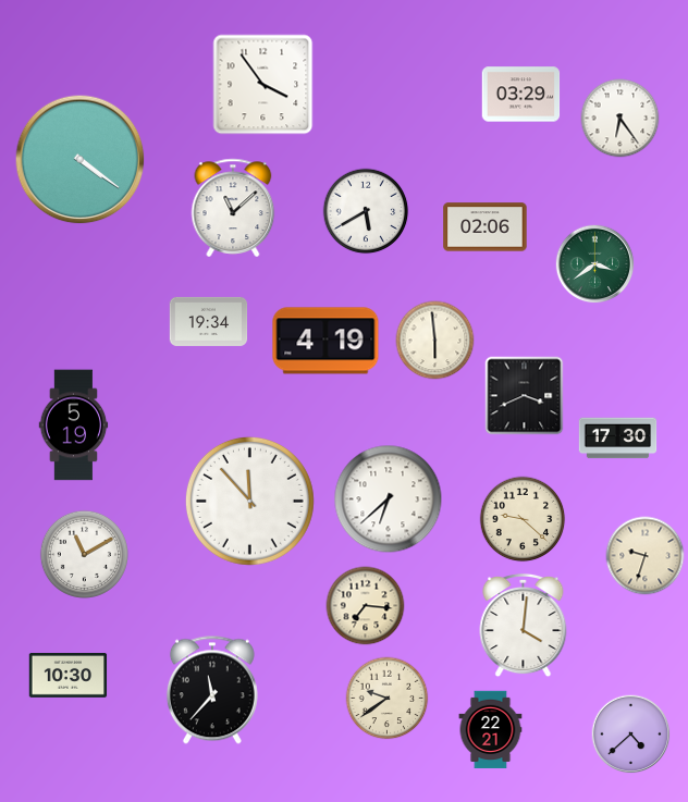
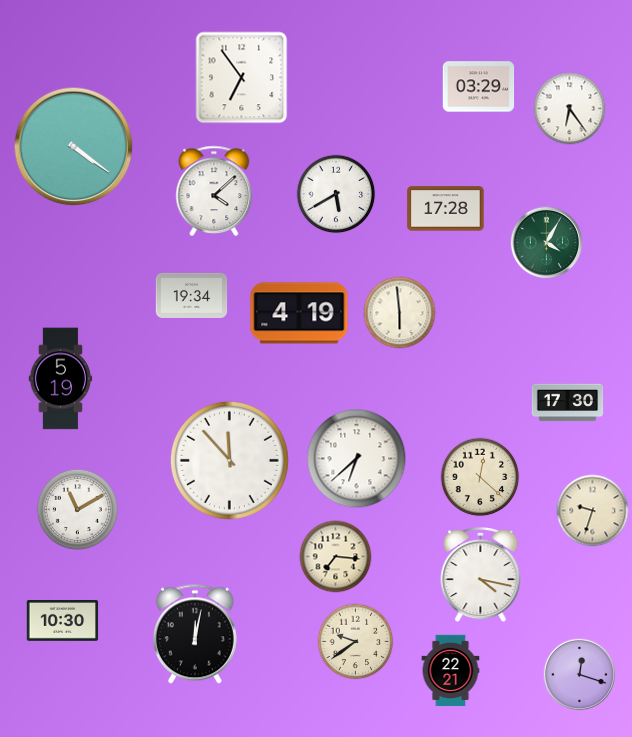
clock at (263, 85): 3:54 -> 6:54
clock at (233, 208): 11:08 -> 4:08
clock at (486, 227): 02:06 -> 17:28
clock at (595, 264): 3:39 -> 4:05
clock at (525, 396): 3:41 -> none
clock at (74, 425) position: (74, 425) -> (61, 379)
clock at (523, 519): 9:22 -> 12:22
clock at (524, 626): 4:01 -> 4:17
clock at (212, 690): 11:37 -> 12:02
clock at (631, 735): 4:38 -> 12:18
